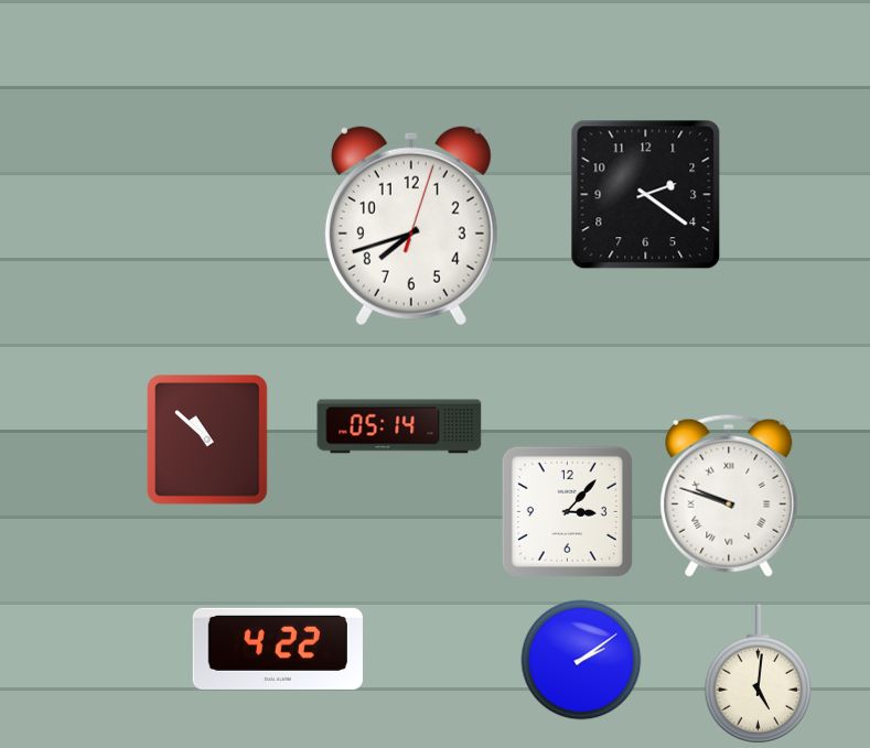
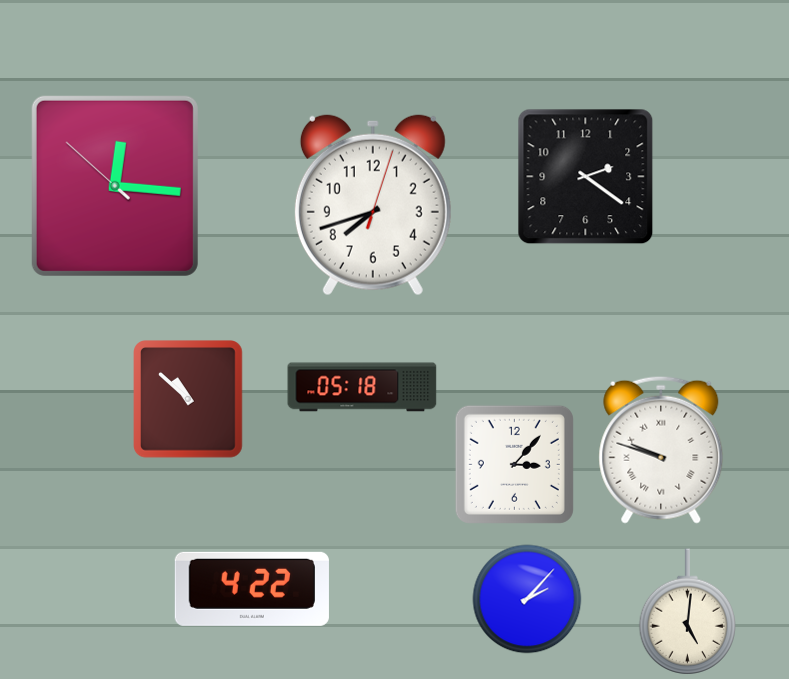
clock at (115, 186): none -> 12:15
clock at (399, 426): 05:14 -> 05:18
clock at (581, 660): 2:09 -> 2:07
